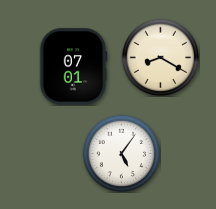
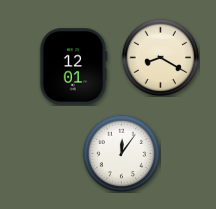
clock at (73, 67): 07:01 -> 12:01
clock at (121, 153): 5:06 -> 12:06
